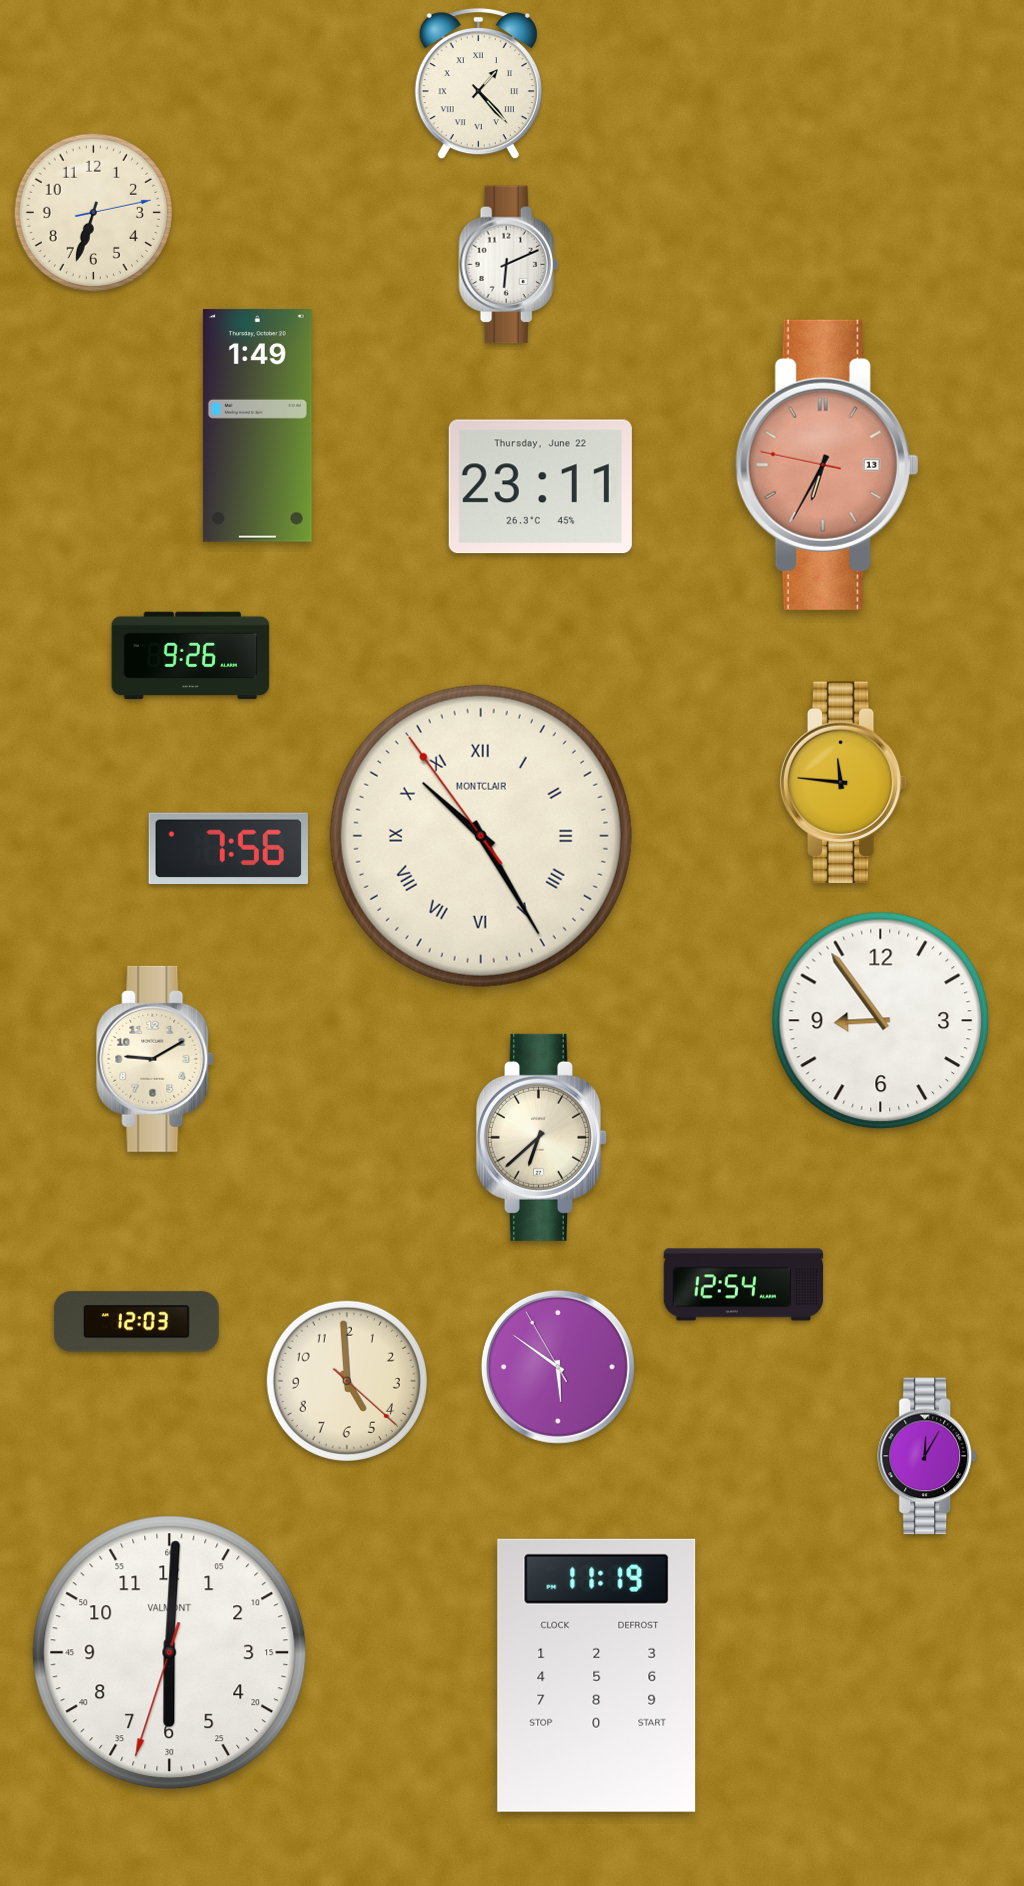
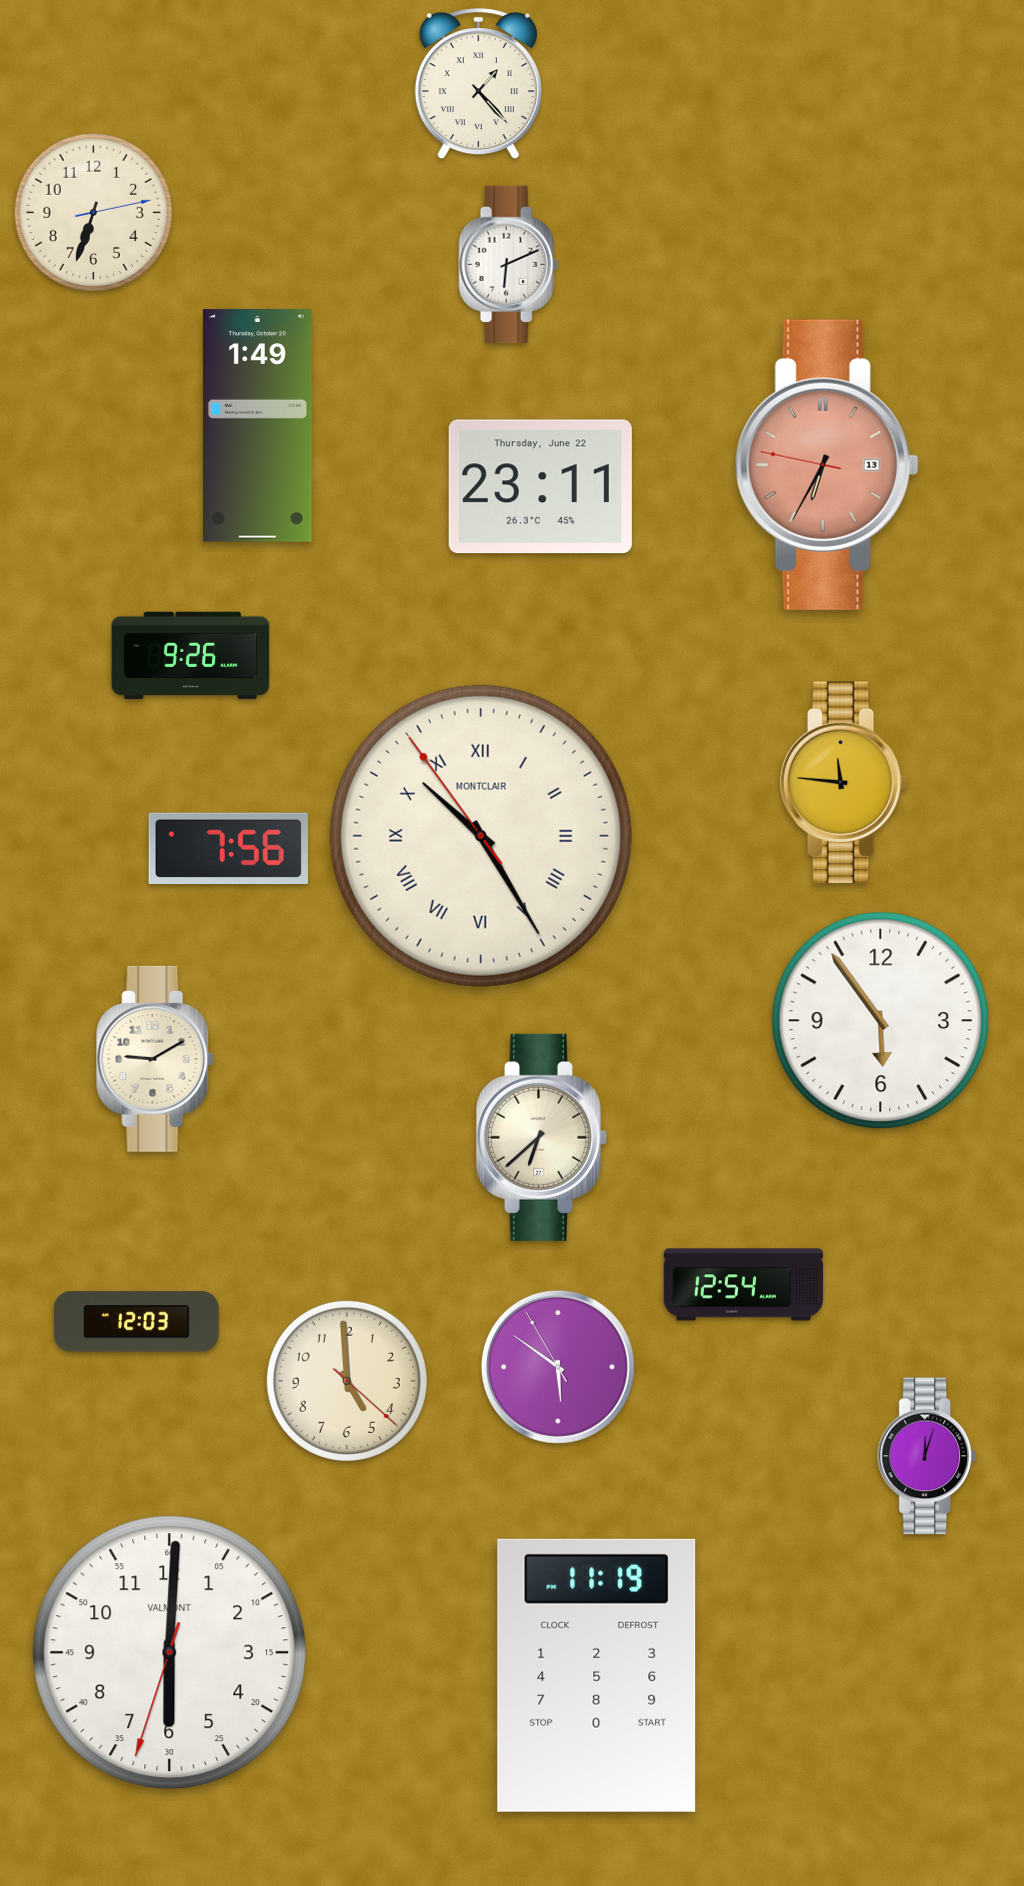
clock at (881, 1021): 8:54 -> 5:54
clock at (928, 1456): 12:05 -> 12:03
